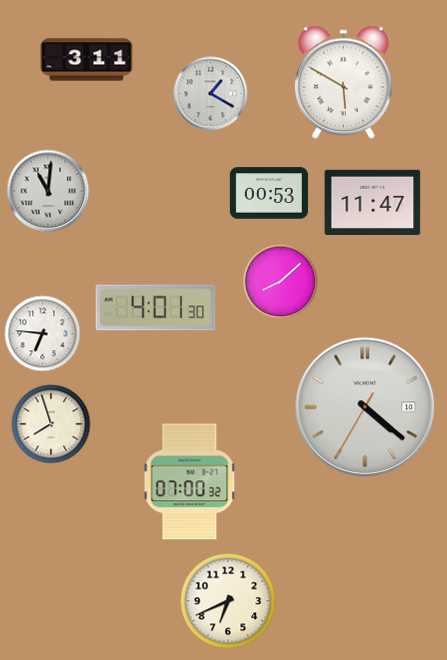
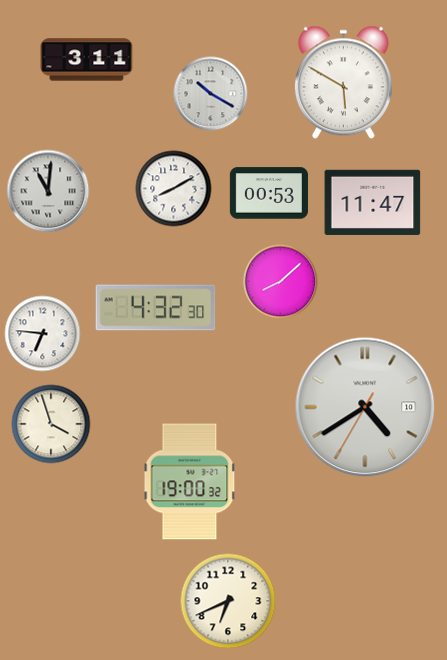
clock at (211, 94): 1:20 -> 10:20
clock at (174, 189): none -> 8:10
clock at (156, 308): 4:01 -> 4:32
clock at (365, 407): 4:21 -> 4:39
clock at (51, 424): 7:57 -> 3:57
clock at (190, 482): 07:00 -> 19:00
